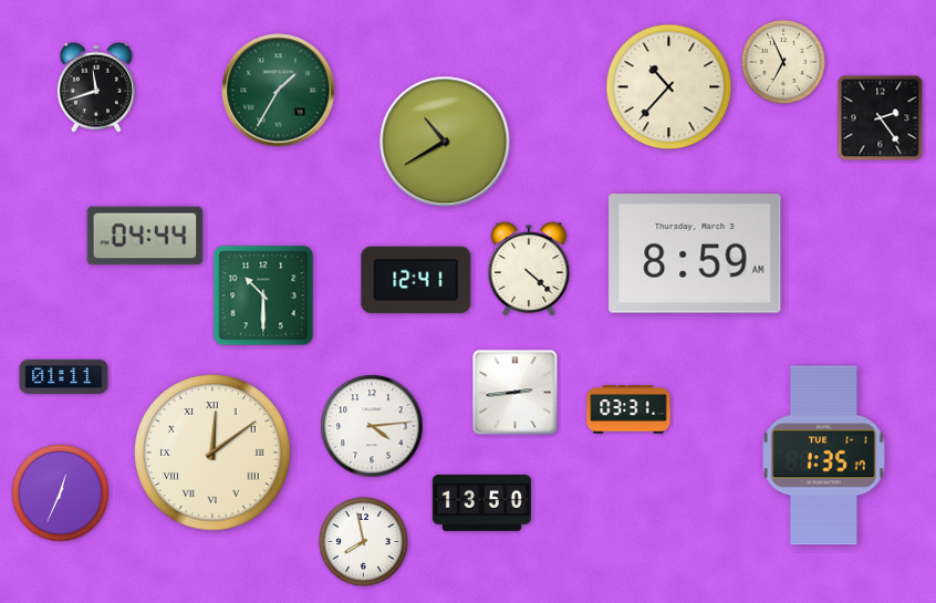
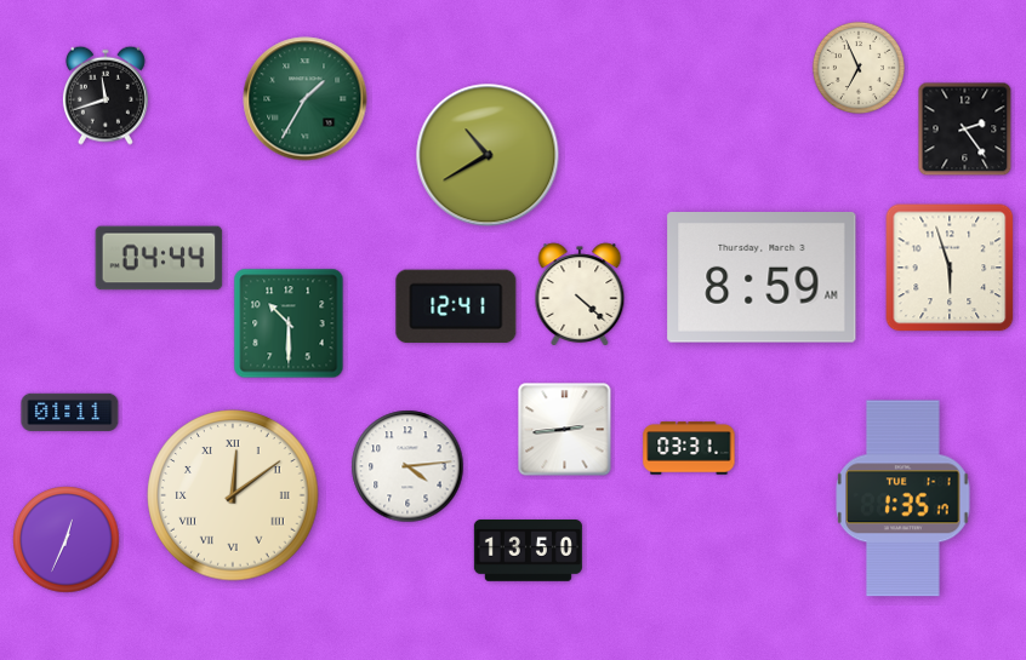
clock at (669, 87): 10:37 -> none
clock at (950, 268): none -> 5:57
clock at (363, 541): 7:58 -> none
